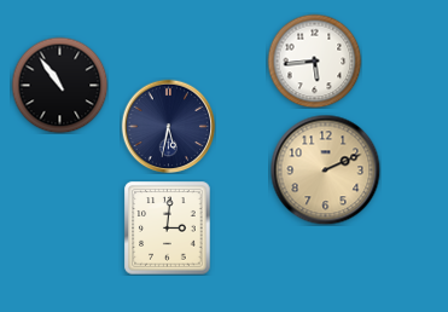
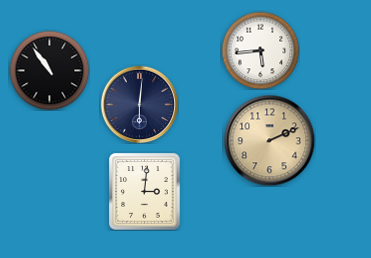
clock at (168, 126): 5:32 -> 6:01
clock at (168, 227) position: (168, 227) -> (145, 191)
